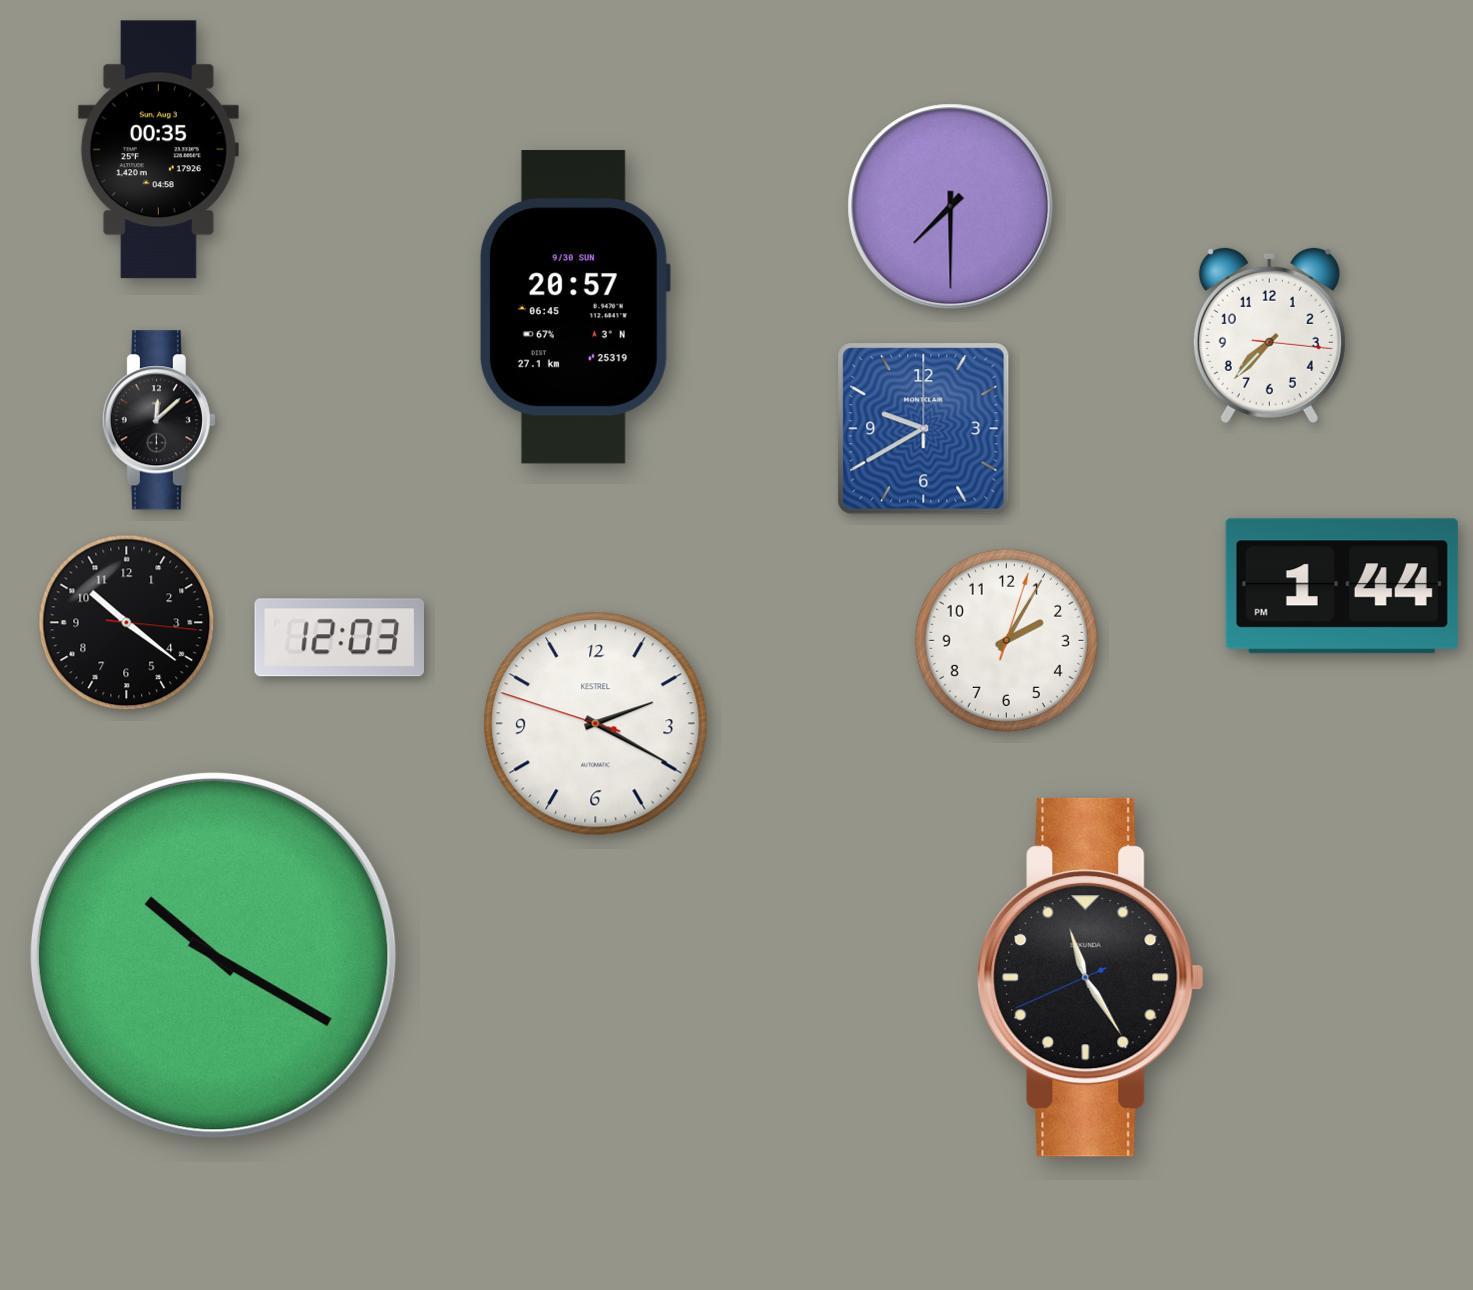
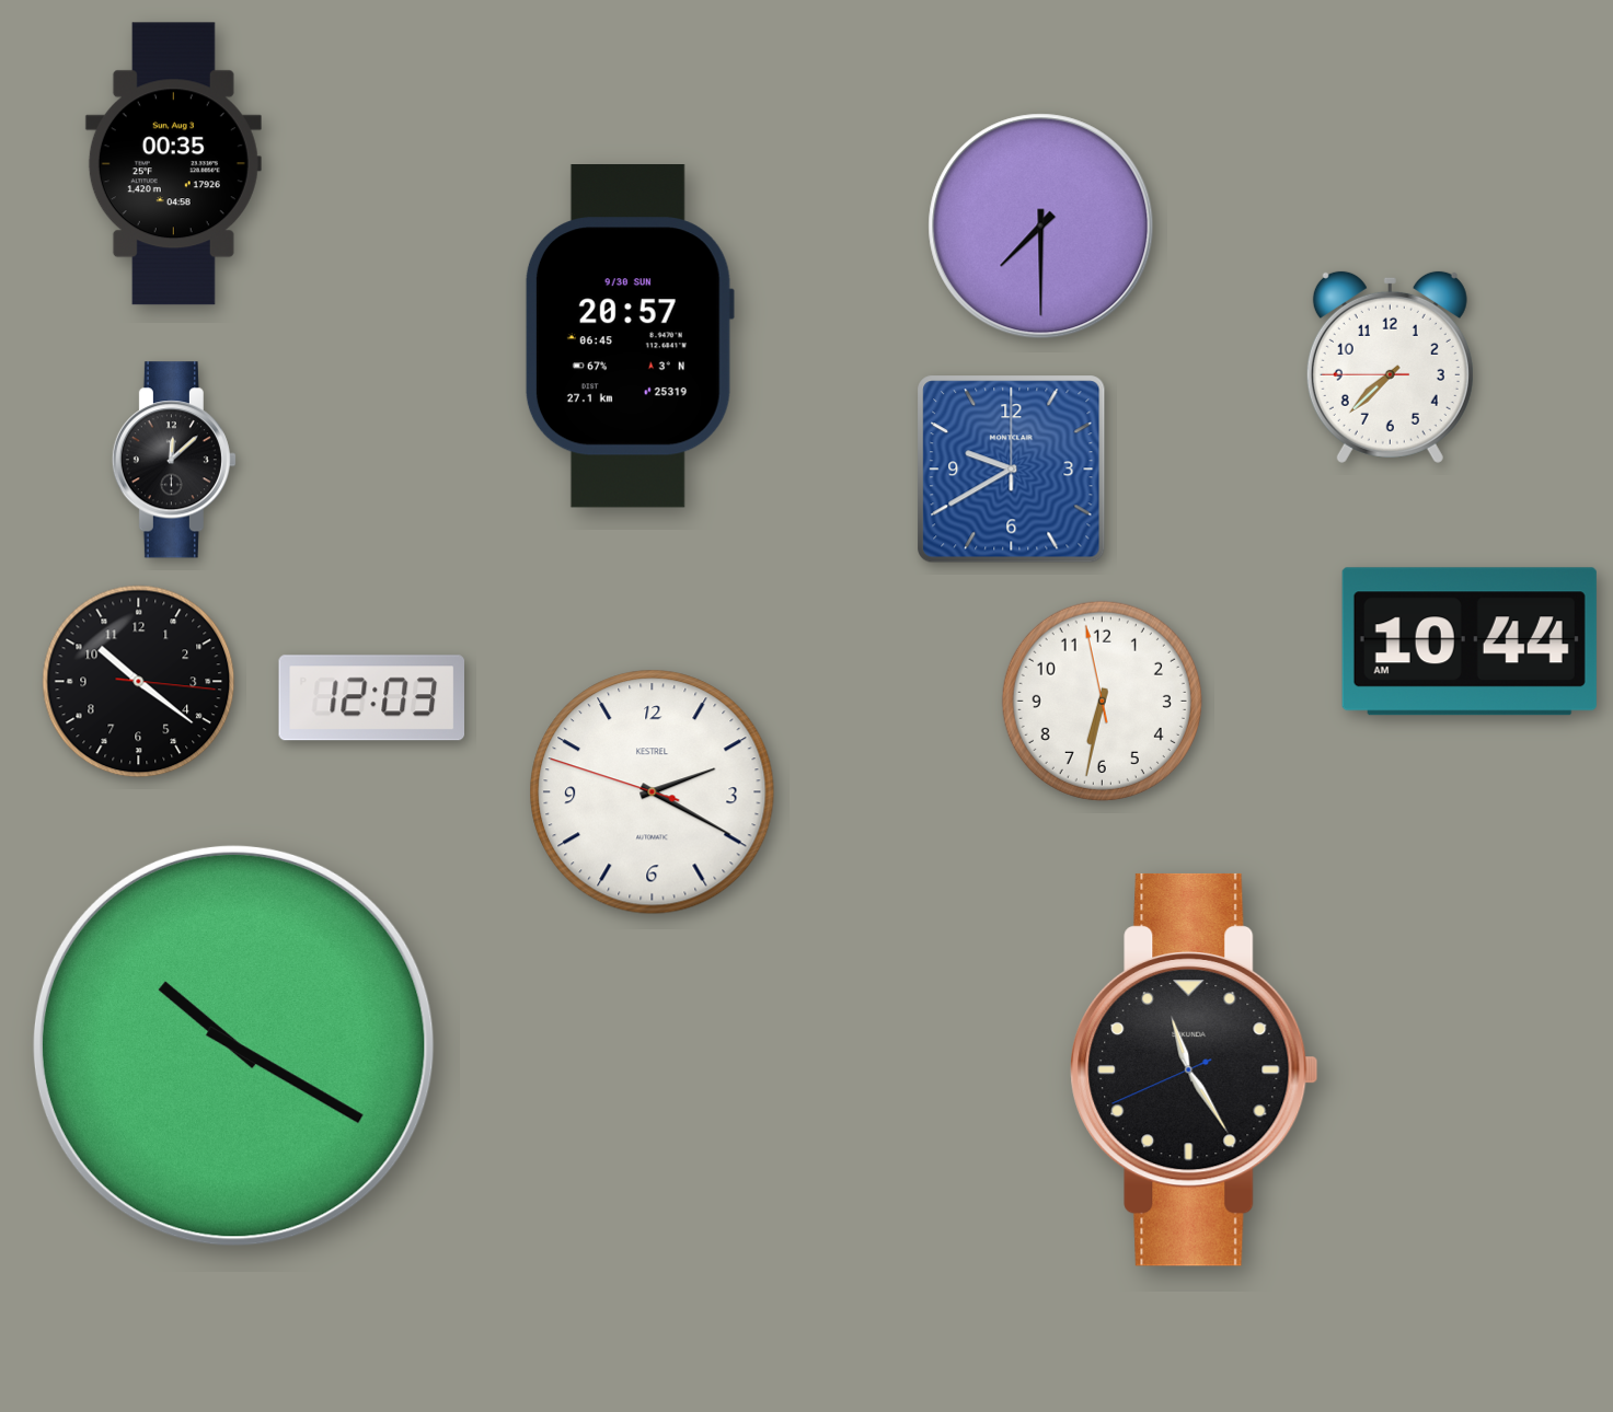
clock at (1269, 335): 7:37:16 -> 7:37:45
clock at (1342, 586): 1:44 -> 10:44
clock at (1006, 640): 2:05 -> 6:31
